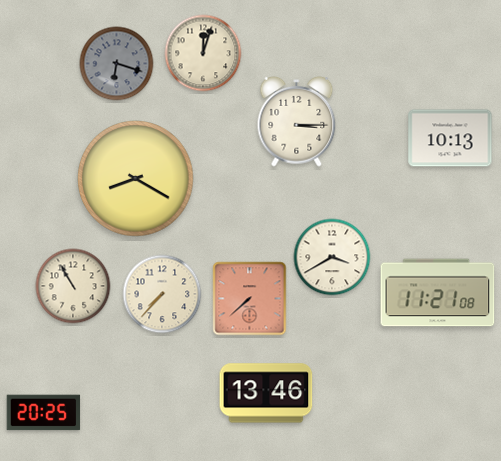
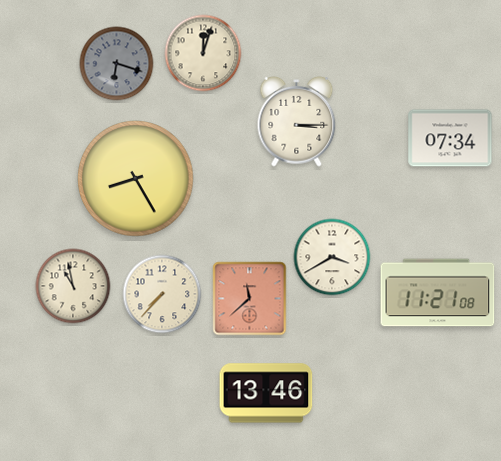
clock at (450, 138): 10:13 -> 07:34
clock at (136, 179): 8:20 -> 8:25
clock at (73, 286): 10:55 -> 10:58
clock at (250, 299): 7:38 -> 11:38
clock at (44, 413): 20:25 -> none
